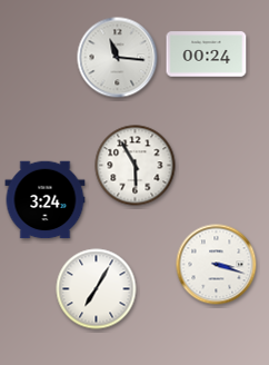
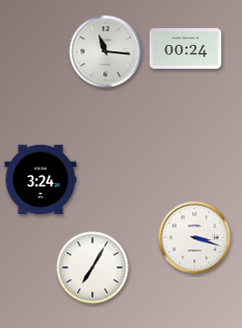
clock at (136, 166): 5:55 -> none
clock at (97, 289) position: (97, 289) -> (93, 268)
